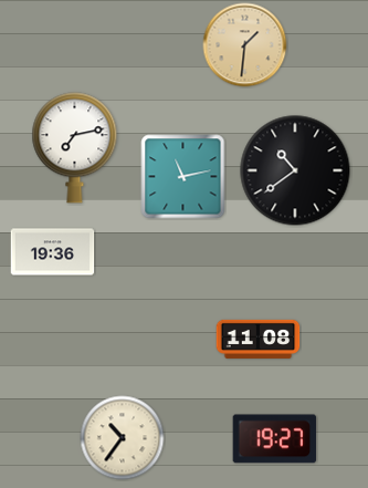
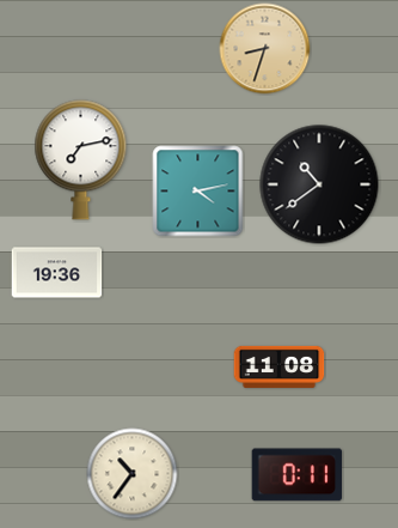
clock at (245, 45): 1:31 -> 8:33
clock at (183, 177): 11:13 -> 4:13
clock at (275, 439): 19:27 -> 0:11
